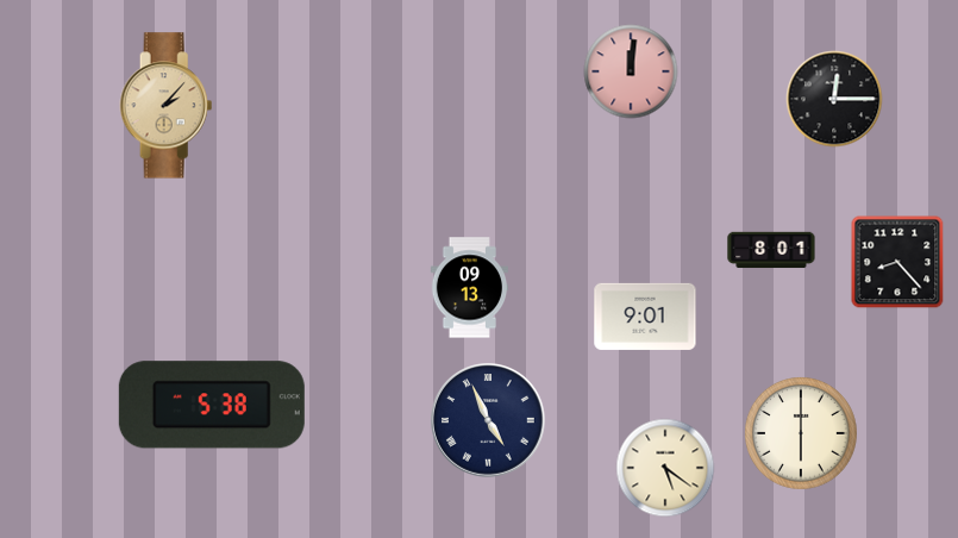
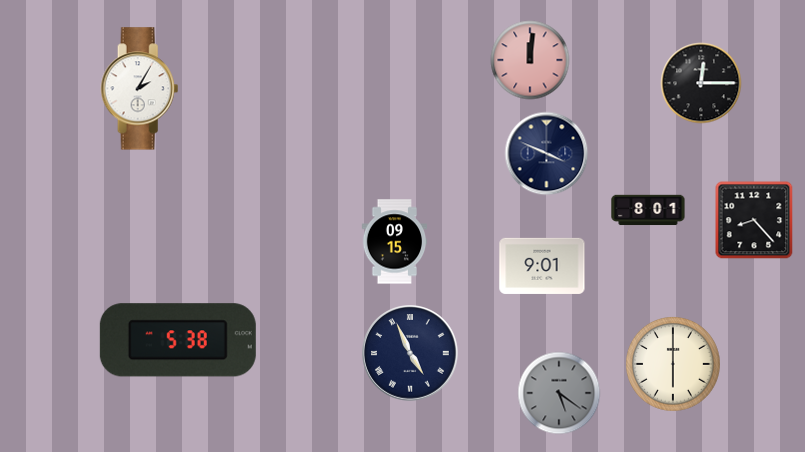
clock at (167, 106): 2:07 -> 2:05
clock at (167, 106) dial: champagne -> white
clock at (547, 154): none -> 3:49
clock at (470, 288): 09:13 -> 09:15
clock at (665, 468) dial: cream -> grey
